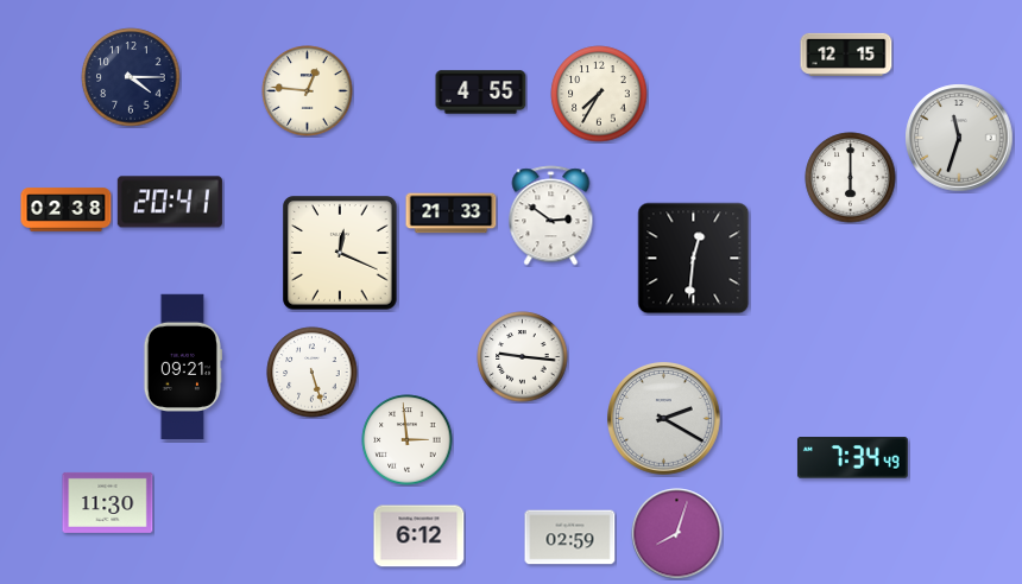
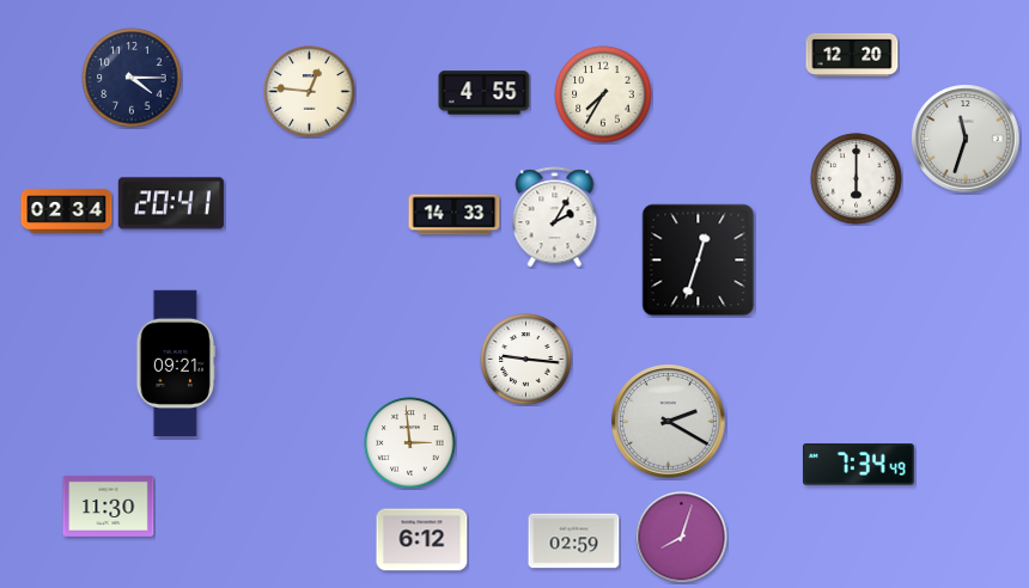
clock at (846, 55): 12:15 -> 12:20
clock at (67, 210): 02:38 -> 02:34
clock at (452, 214): 21:33 -> 14:33
clock at (551, 216): 2:51 -> 2:05
clock at (340, 253): 12:19 -> none
clock at (694, 259): 12:31 -> 12:33
clock at (182, 366) position: (182, 366) -> (175, 362)
clock at (313, 373): 5:27 -> none
clock at (852, 458) position: (852, 458) -> (858, 465)
